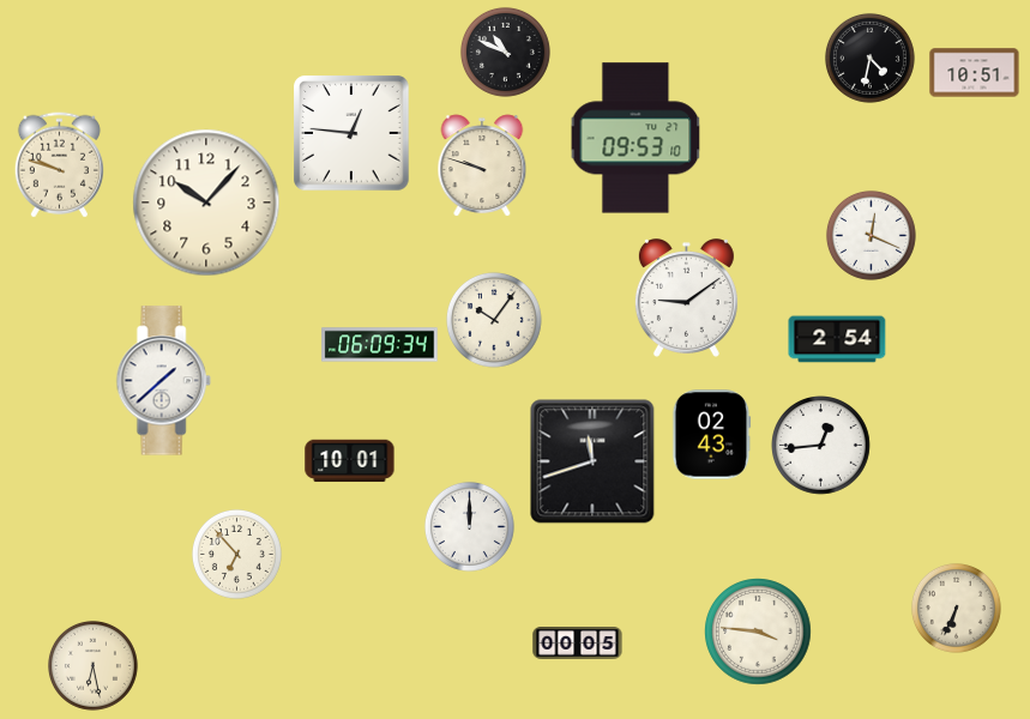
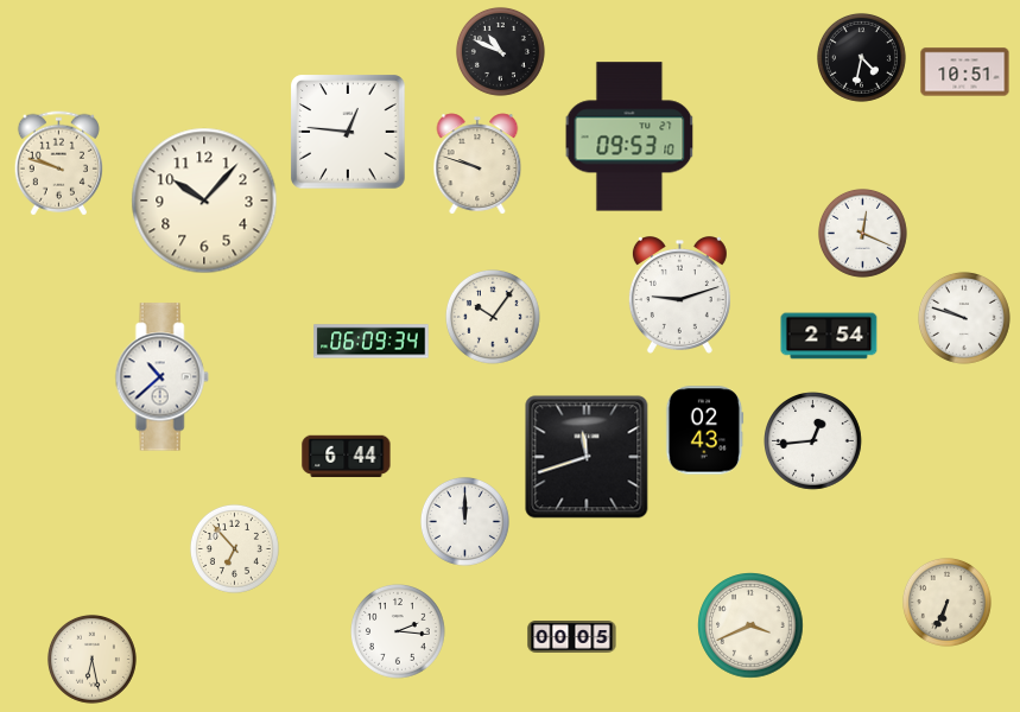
clock at (686, 298): 9:09 -> 9:12
clock at (495, 321) position: (495, 321) -> (494, 318)
clock at (964, 318): none -> 9:48
clock at (380, 345) position: (380, 345) -> (372, 342)
clock at (163, 381): 1:38 -> 10:38
clock at (350, 461): 10:01 -> 6:44
clock at (758, 632): 3:46 -> 3:41
clock at (399, 632): none -> 2:16
